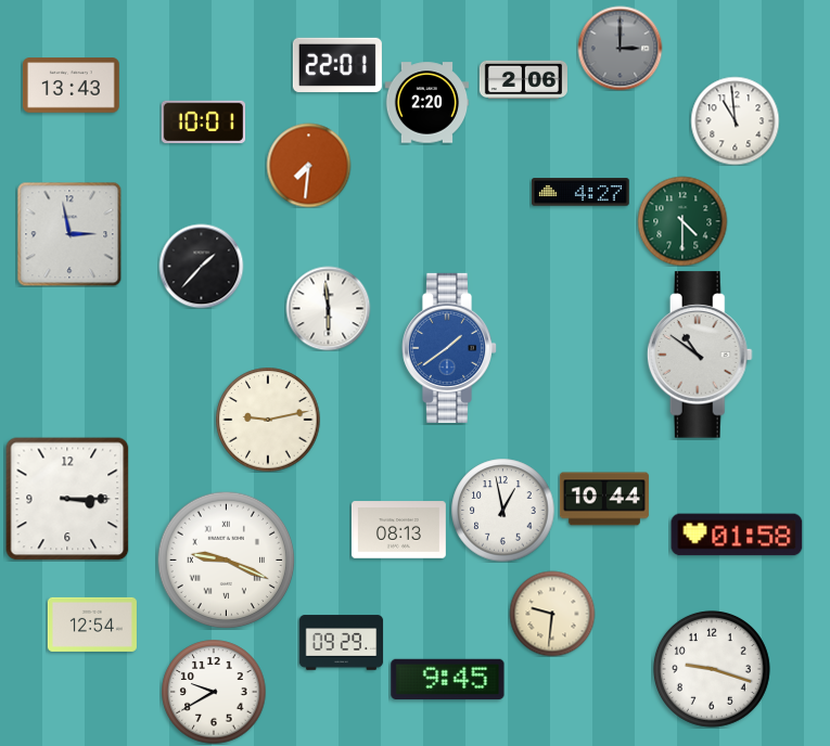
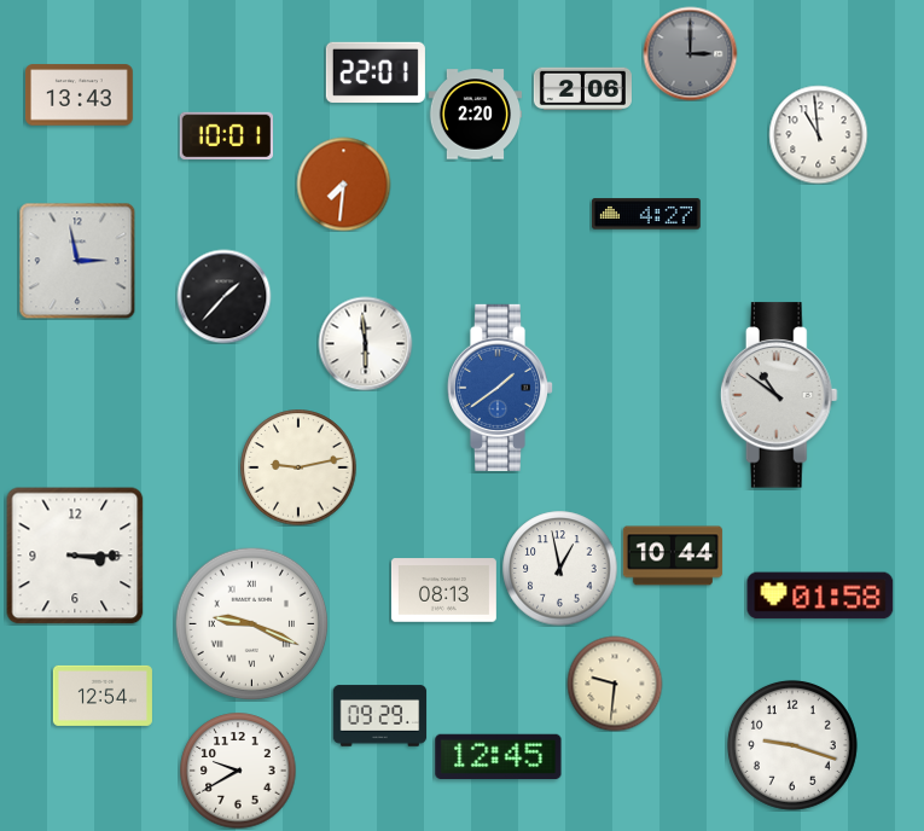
clock at (682, 221): 4:30 -> none
clock at (448, 680): 9:45 -> 12:45
